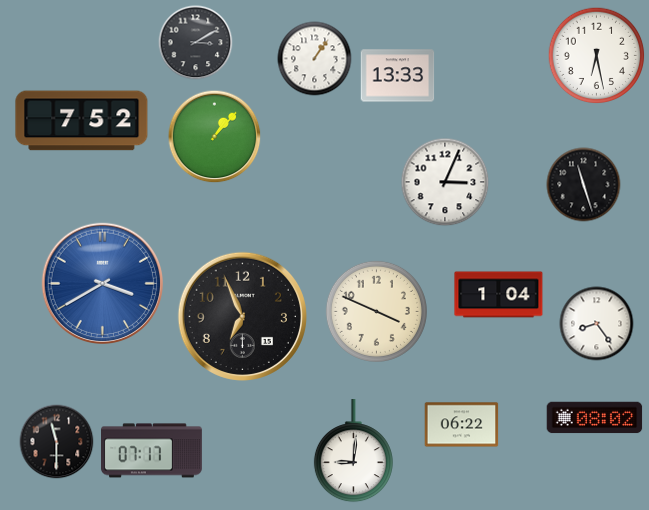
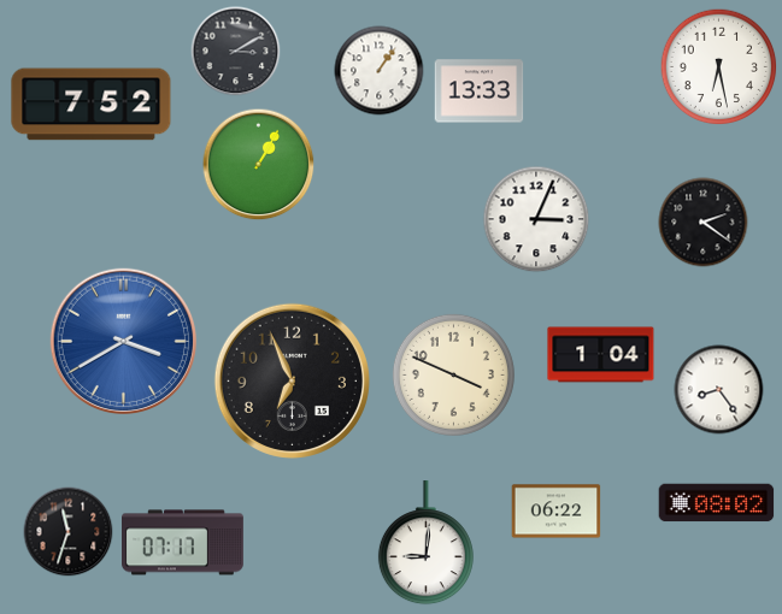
clock at (82, 121) position: (82, 121) -> (92, 105)
clock at (215, 137): 1:07 -> 1:05
clock at (584, 185): 11:27 -> 2:21
clock at (57, 442): 11:30 -> 11:33
